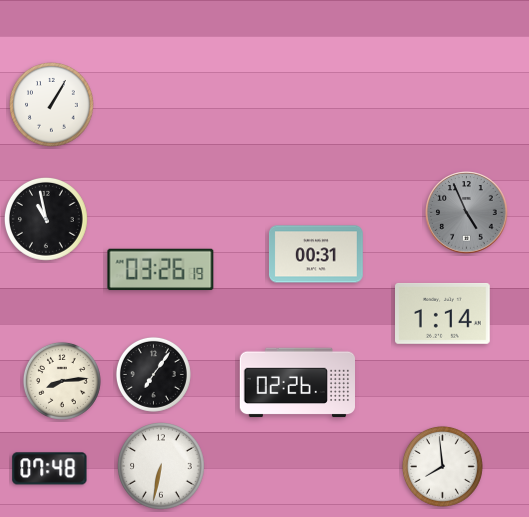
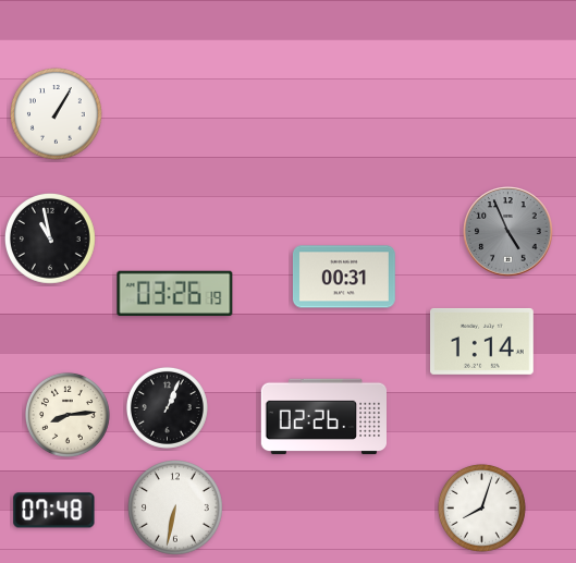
clock at (153, 374): 7:06 -> 1:04
clock at (442, 466): 7:59 -> 8:03
